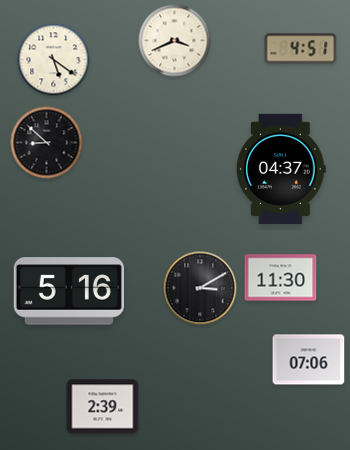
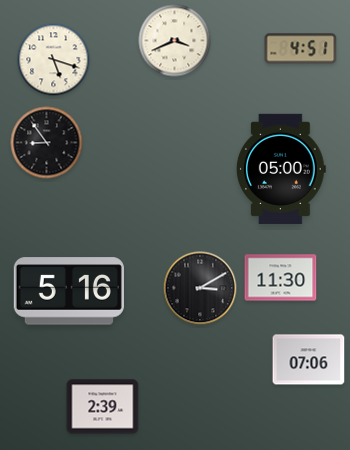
clock at (54, 60): 5:21 -> 5:18
clock at (47, 143): 8:52 -> 8:54
clock at (281, 168): 04:37 -> 05:00
